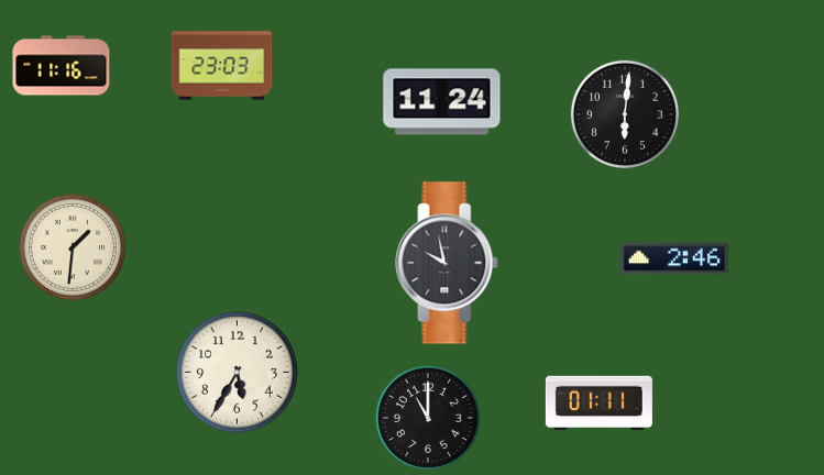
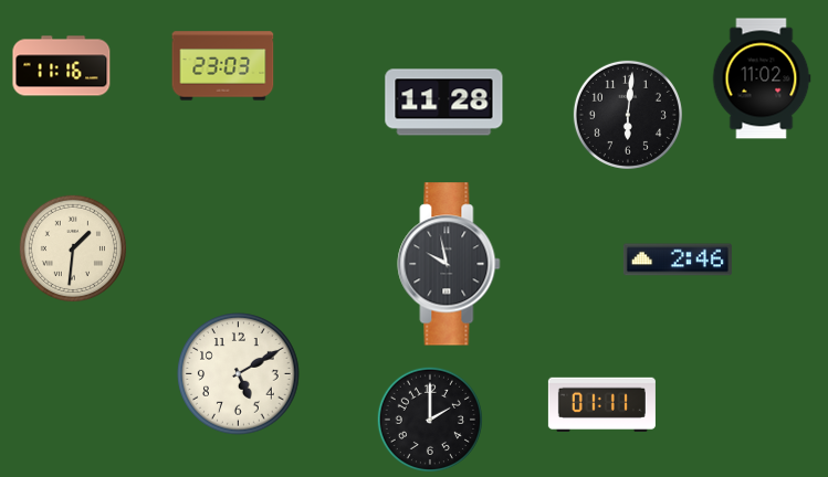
clock at (762, 78): none -> 11:02
clock at (442, 102): 11:24 -> 11:28
clock at (238, 373): 5:35 -> 5:10
clock at (427, 417): 11:00 -> 2:00
